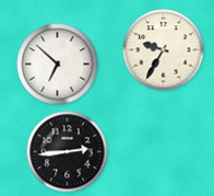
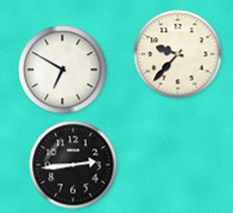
clock at (164, 50): 9:35 -> 9:37
clock at (58, 65): 6:52 -> 6:50
